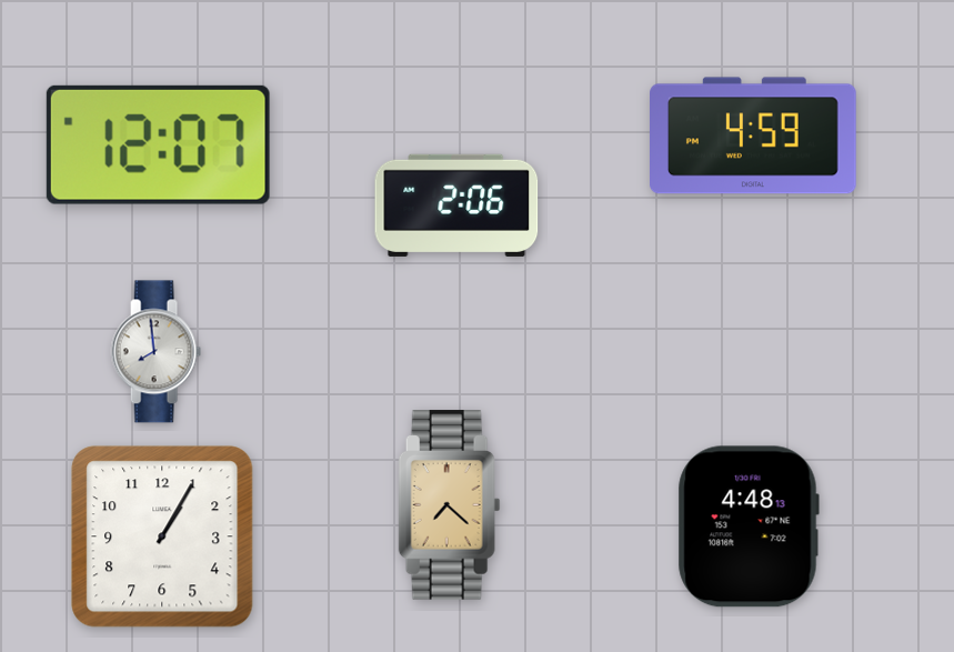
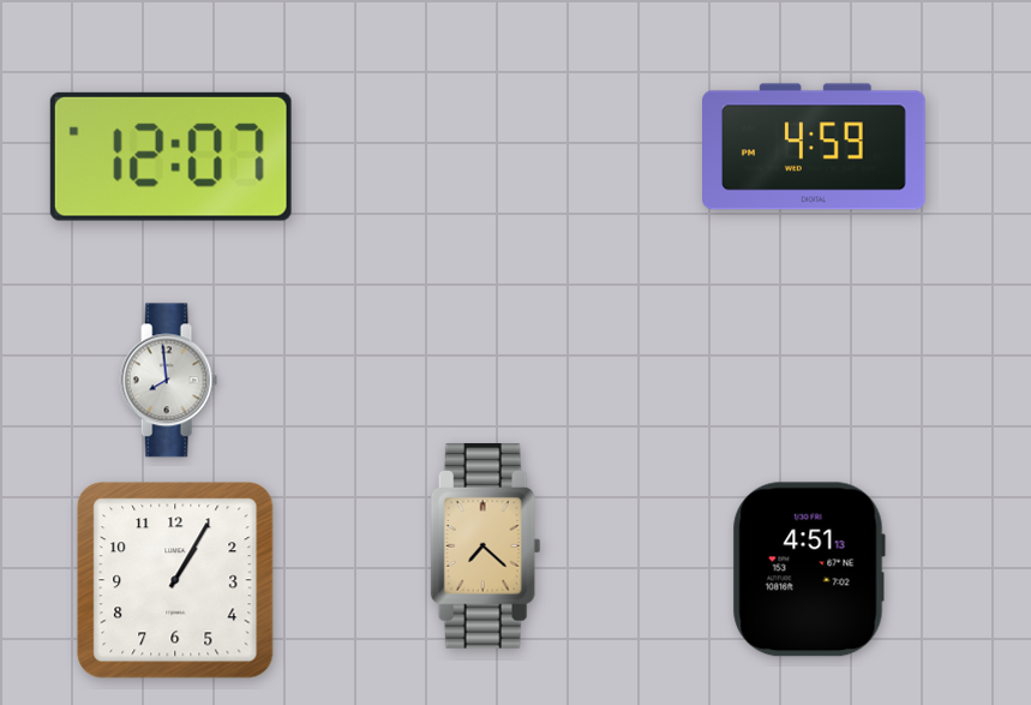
clock at (456, 205): 2:06 -> none
clock at (749, 526): 4:48 -> 4:51
